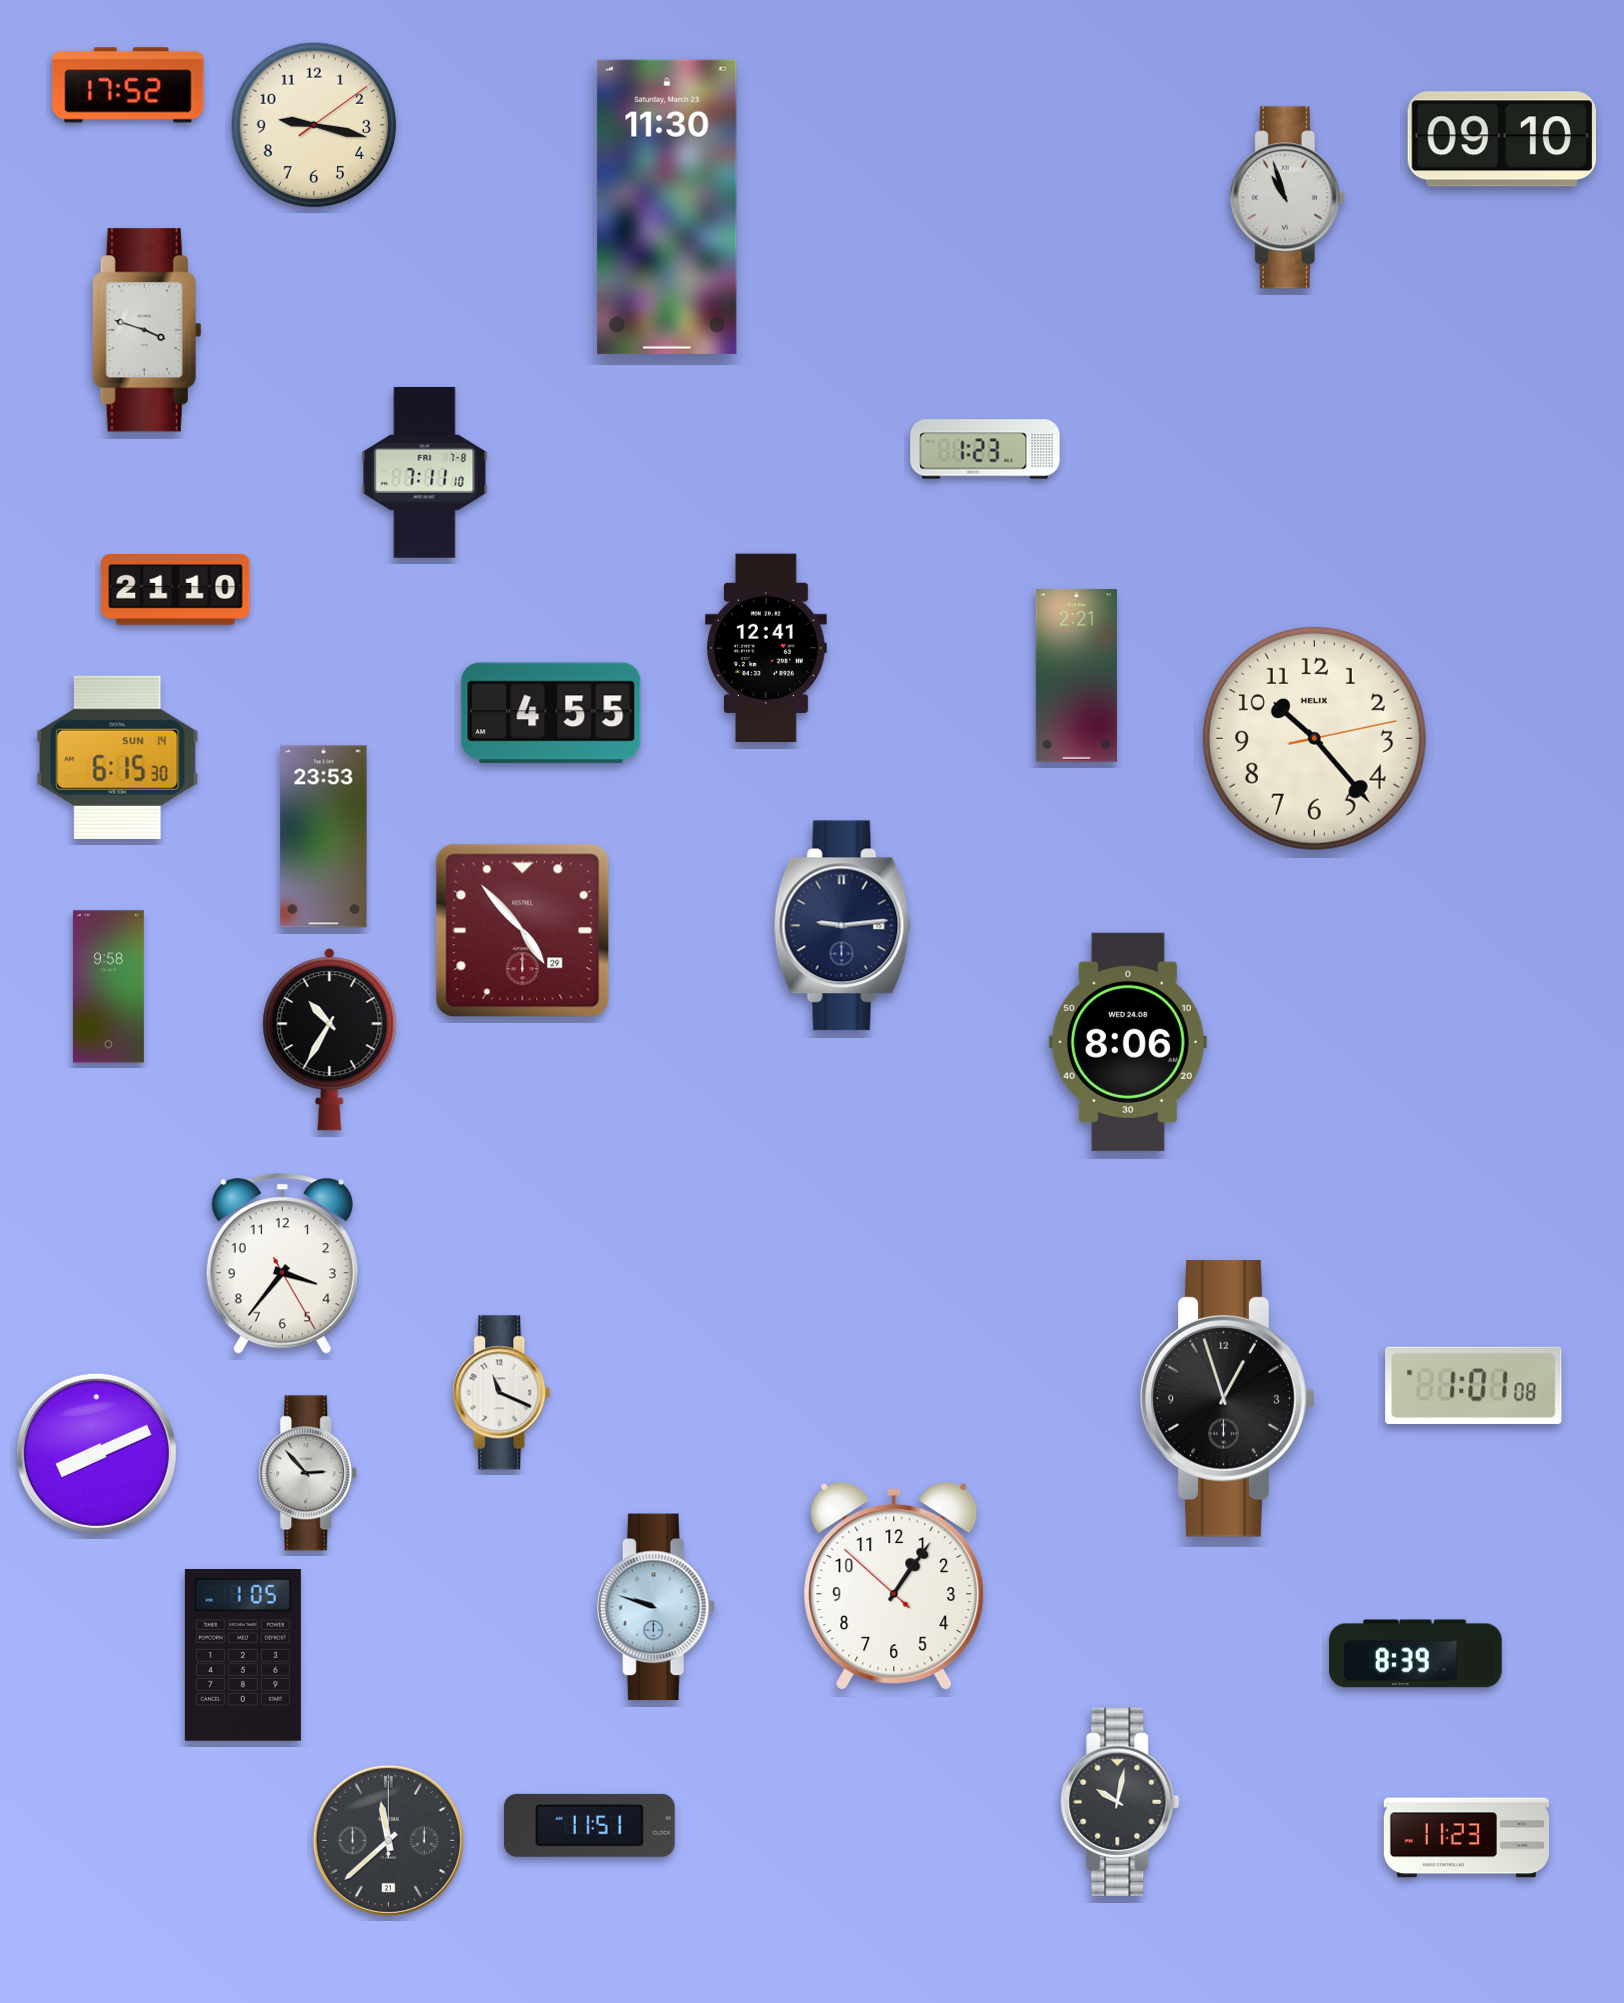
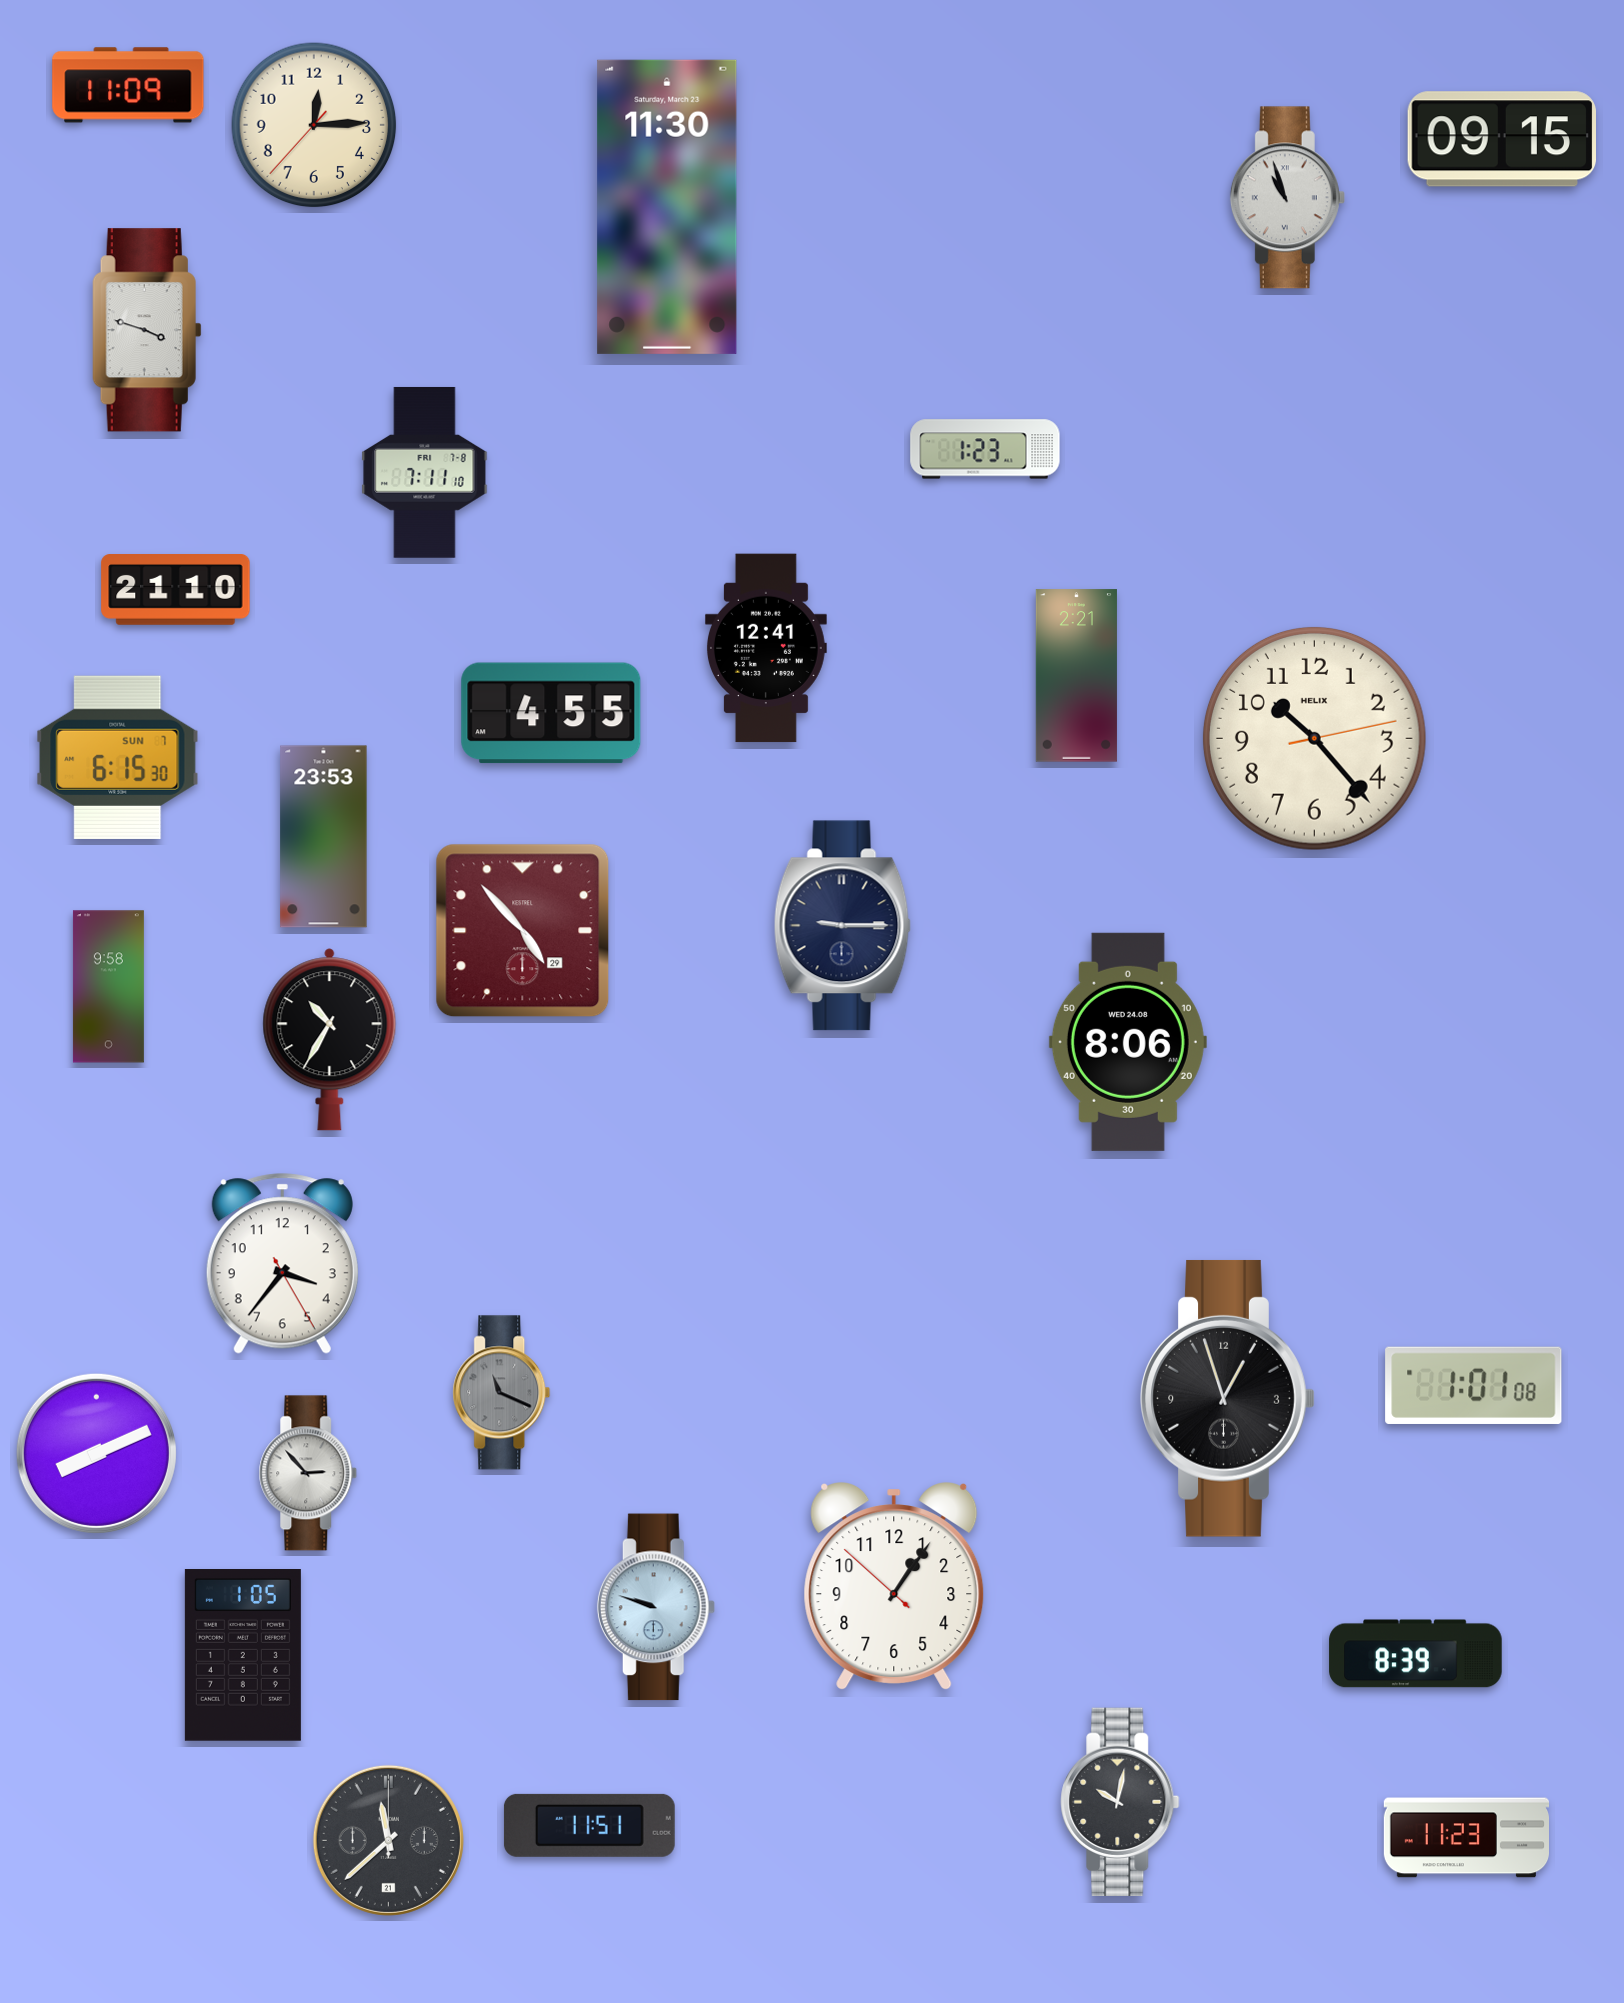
clock at (128, 85): 17:52 -> 11:09
clock at (314, 125): 9:17 -> 12:14
clock at (1501, 139): 09:10 -> 09:15
clock at (118, 757) date: SUN 14 -> SUN 7
clock at (842, 926): 9:14 -> 9:15
clock at (502, 1393) dial: white -> grey
